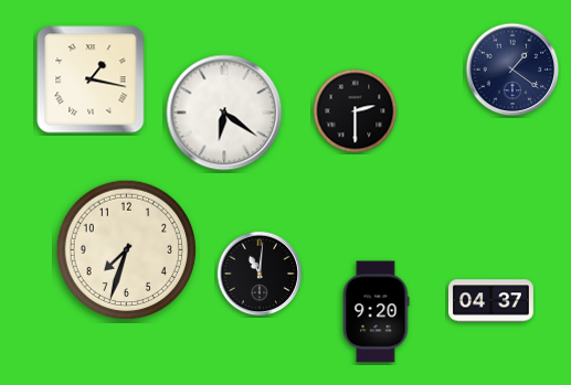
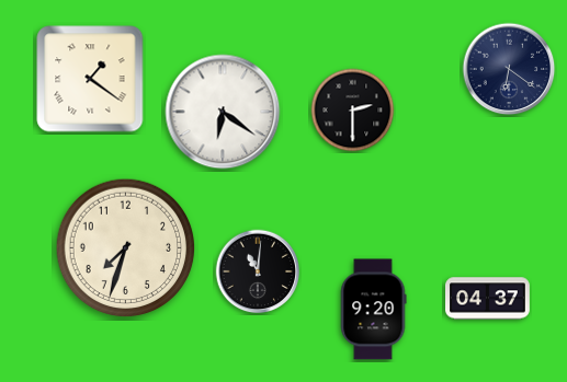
clock at (512, 69): 1:21 -> 6:21
clock at (91, 79): 1:17 -> 1:21
